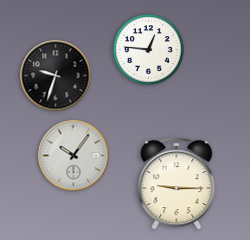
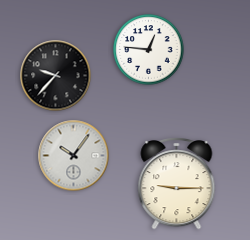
clock at (56, 76): 9:33 -> 9:37
